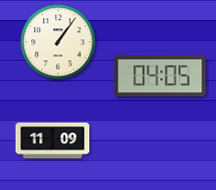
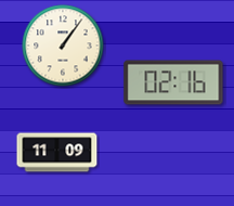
clock at (160, 76): 04:05 -> 02:16
